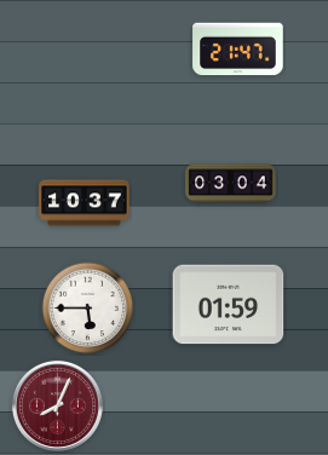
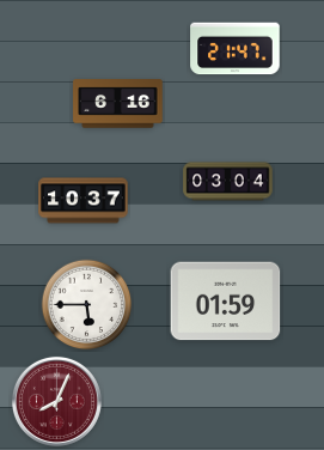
clock at (118, 104): none -> 6:16
